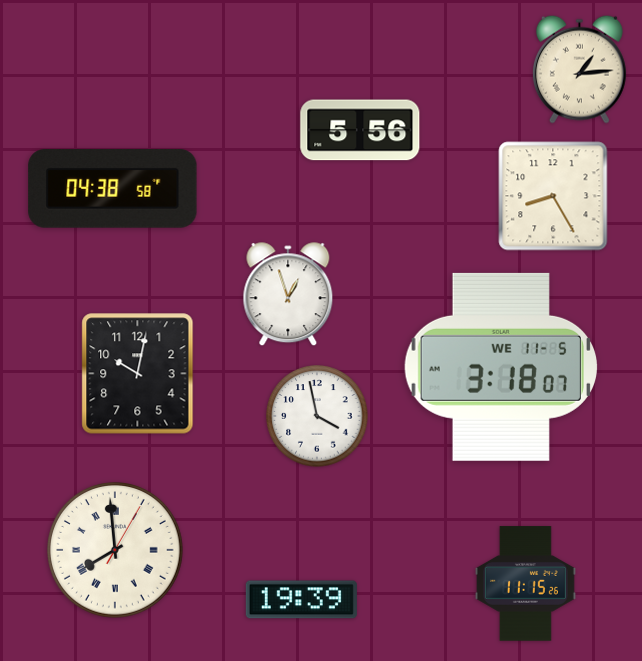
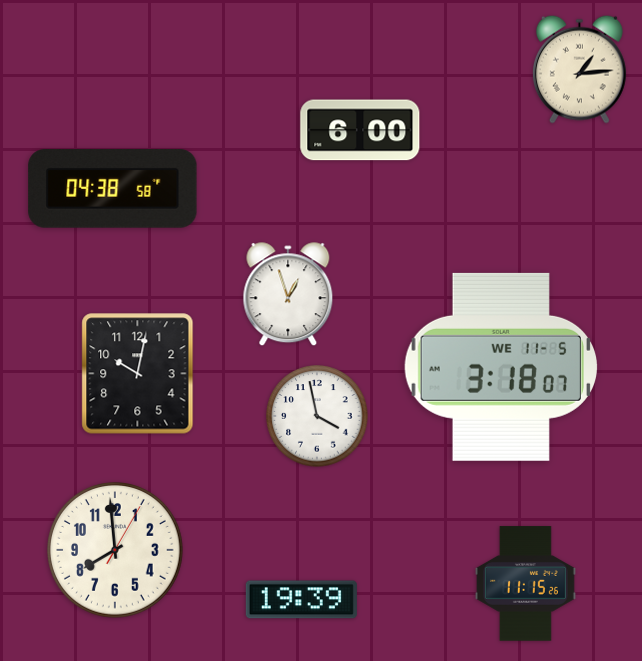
clock at (360, 130): 5:56 -> 6:00
clock at (553, 196): 8:25 -> none
clock at (115, 550) numerals: Roman -> Arabic
